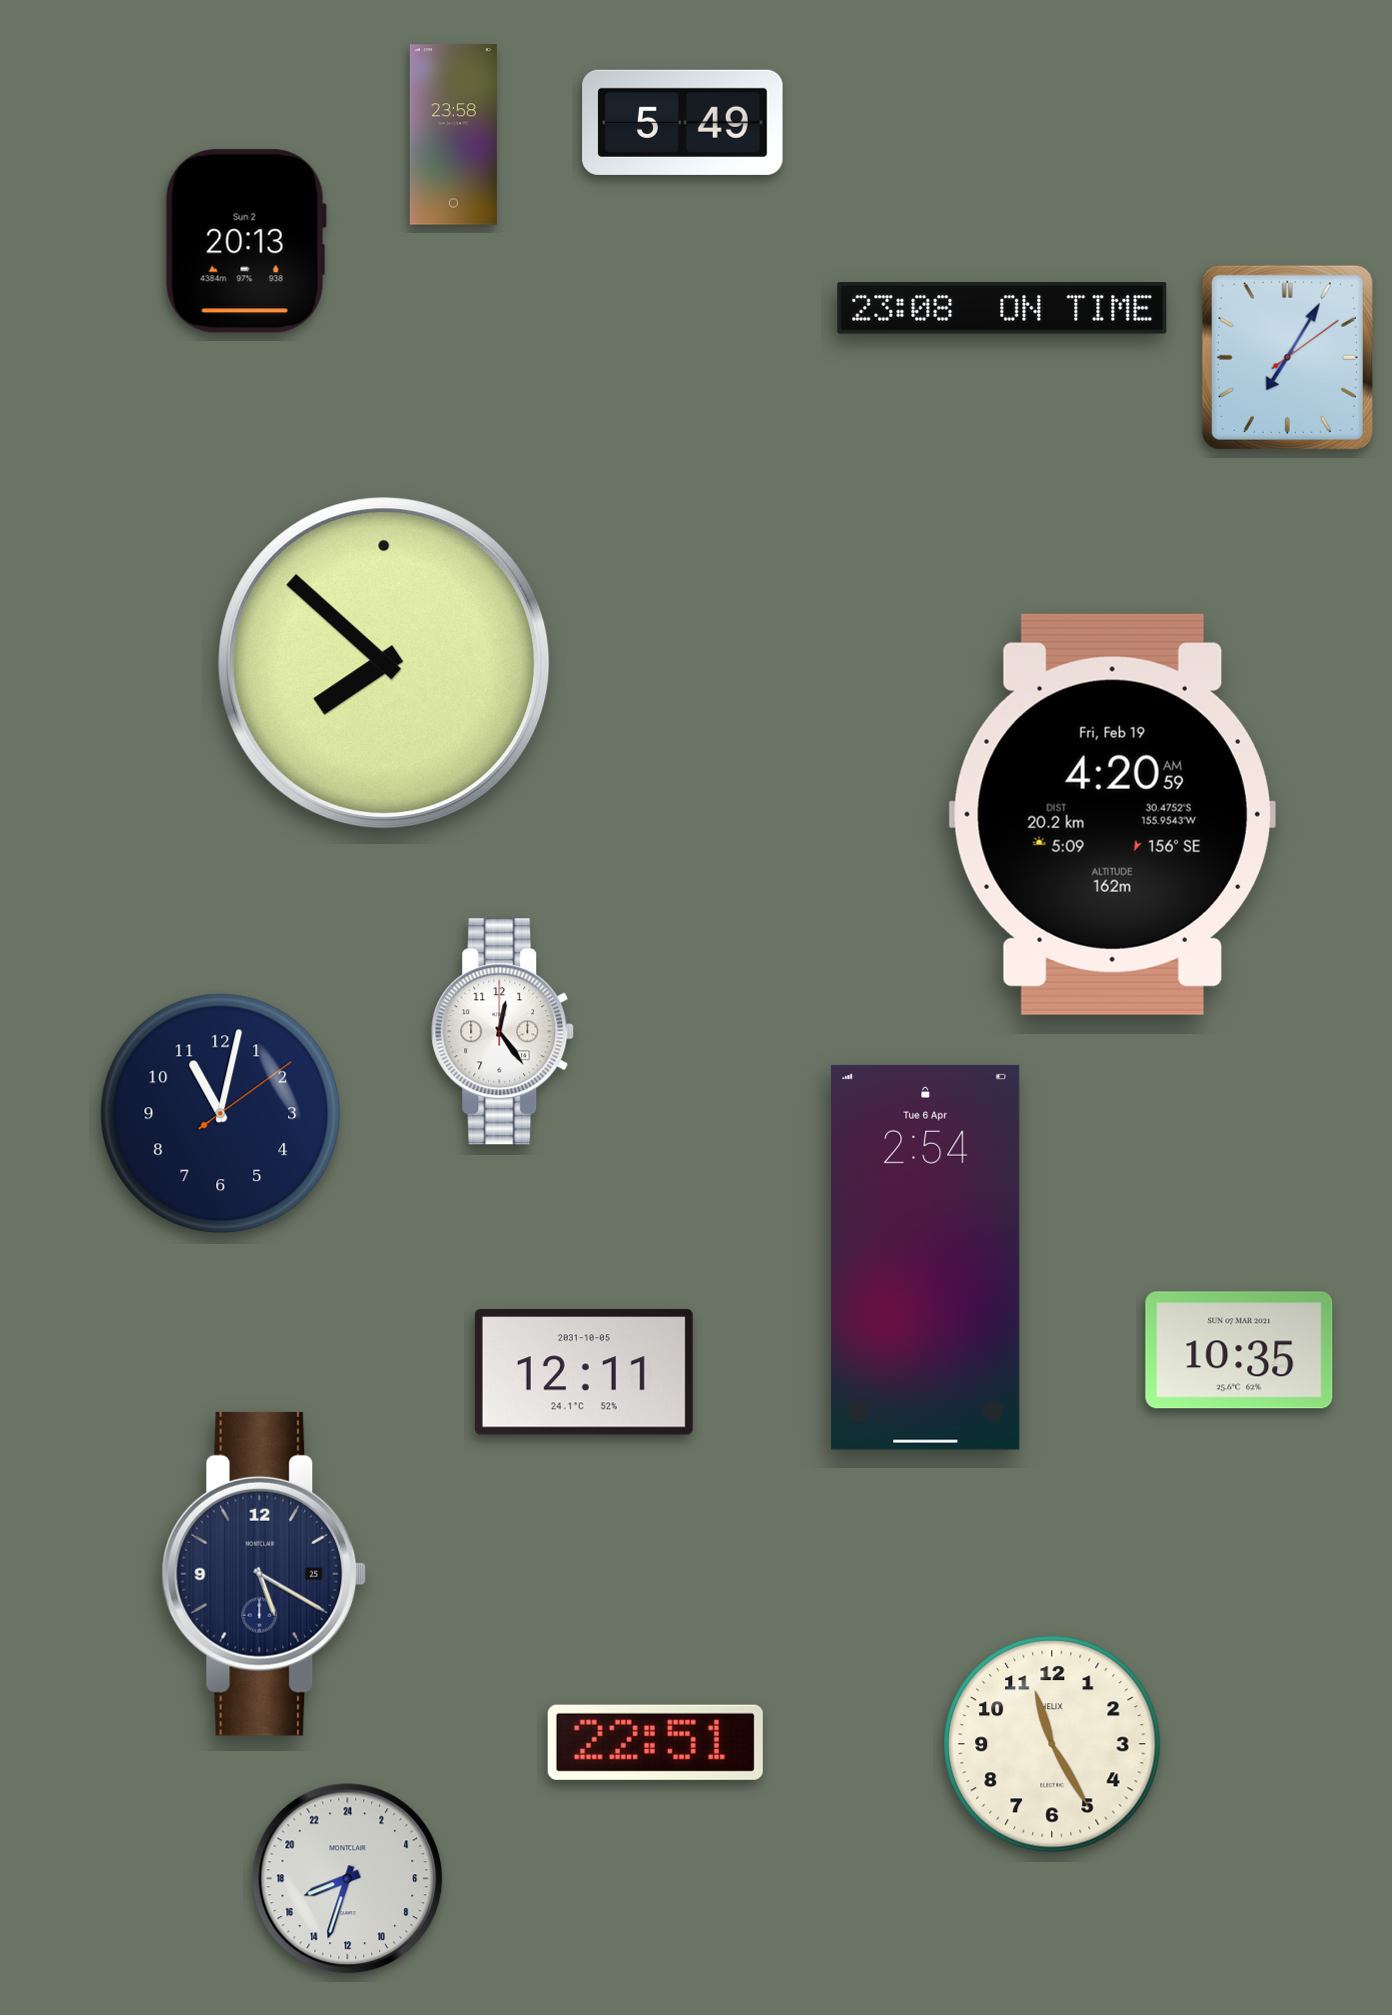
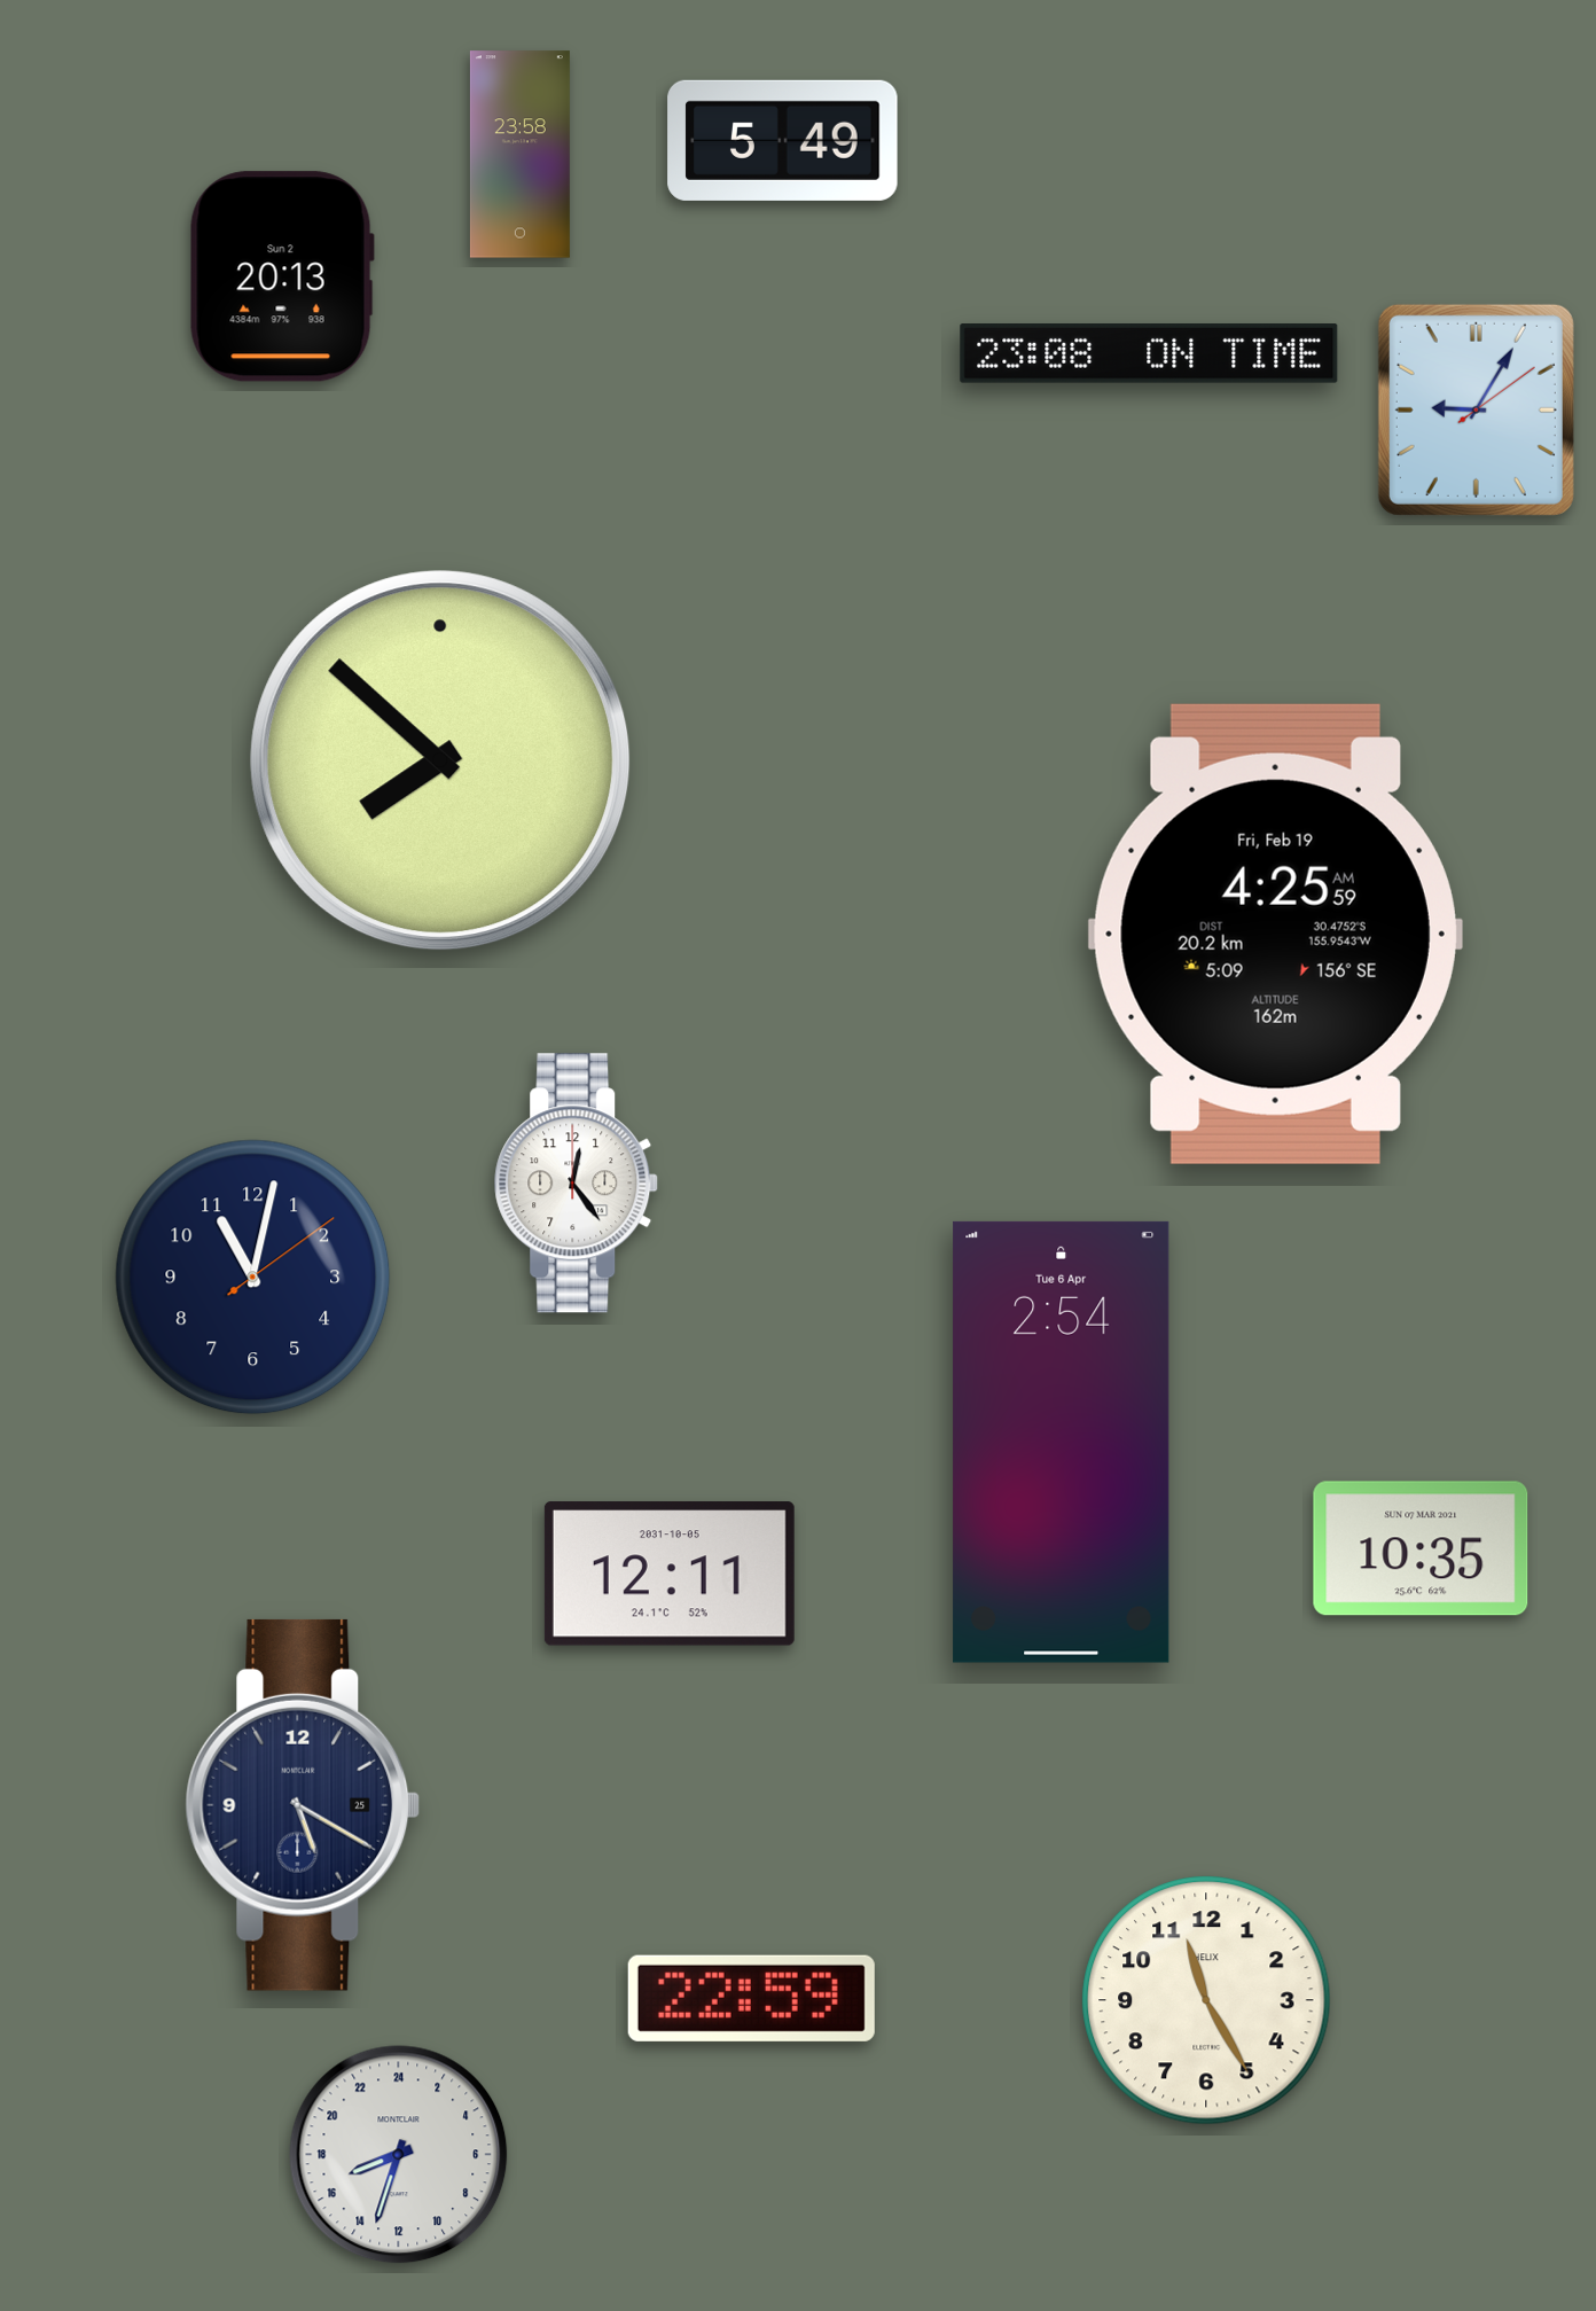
clock at (1287, 357): 7:05 -> 9:05
clock at (1112, 814): 4:20 -> 4:25
clock at (655, 1742): 22:51 -> 22:59
